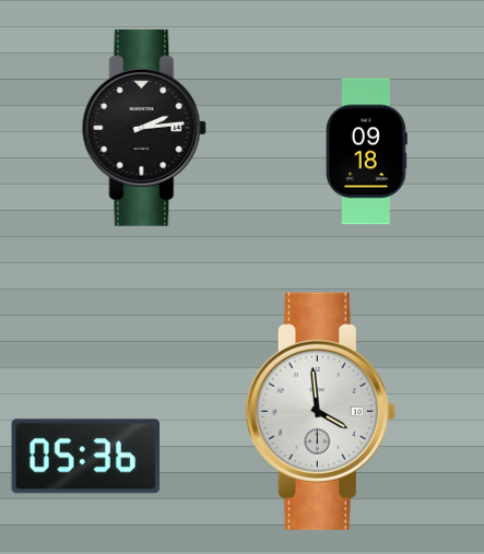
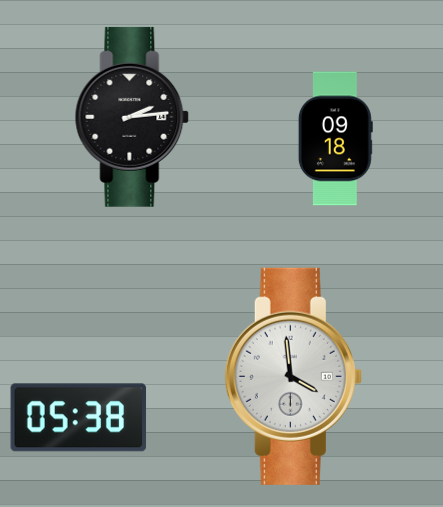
clock at (86, 457): 05:36 -> 05:38
